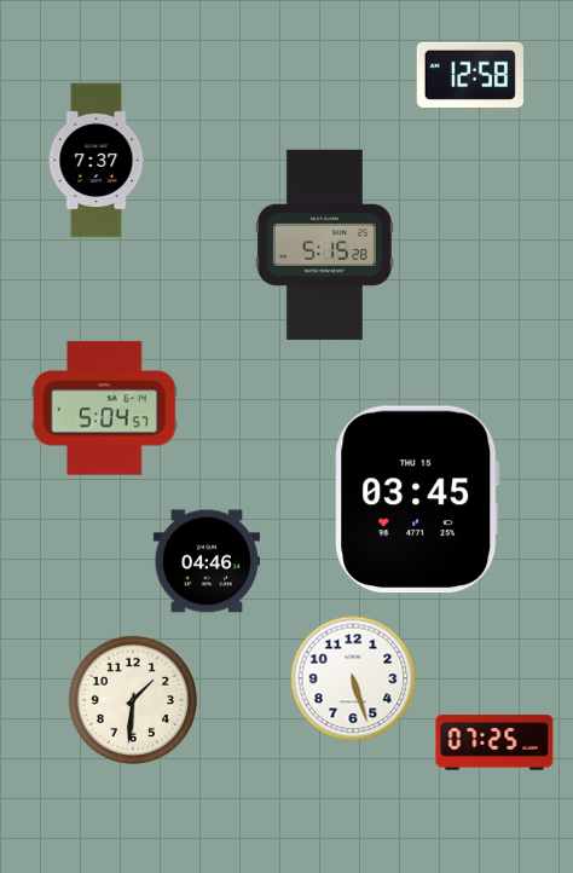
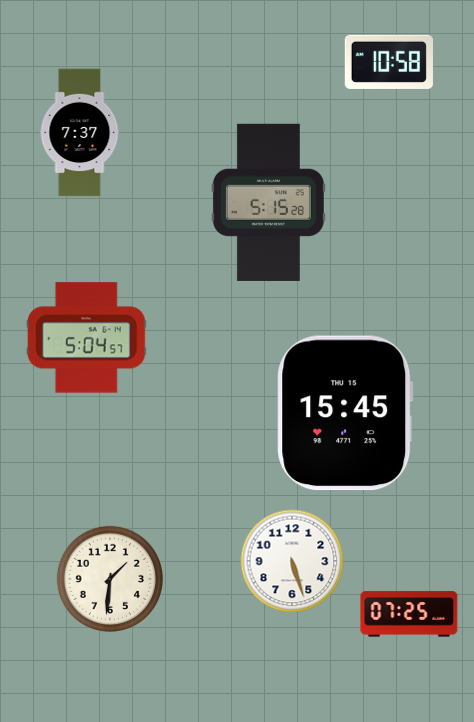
clock at (470, 75): 12:58 -> 10:58
clock at (417, 499): 03:45 -> 15:45
clock at (206, 561): 04:46 -> none
